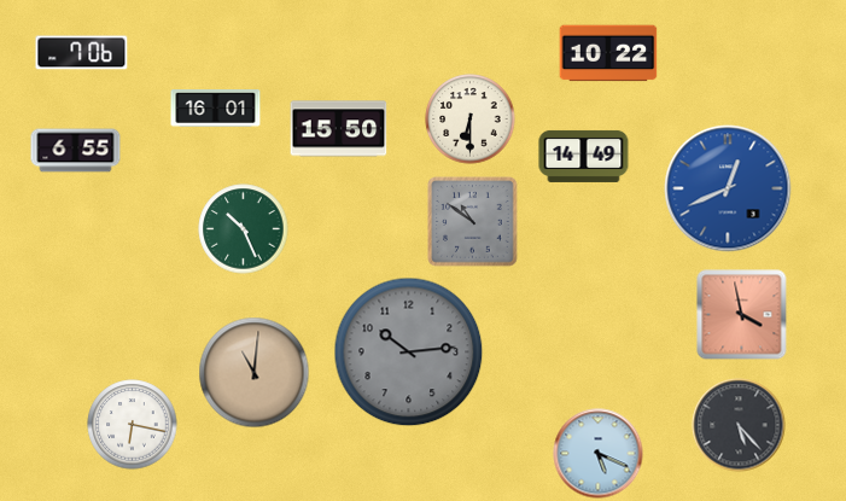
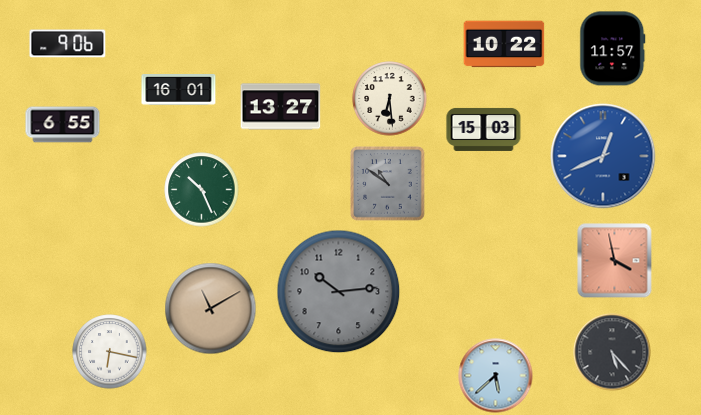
clock at (82, 53): 7:06 -> 9:06
clock at (613, 49): none -> 11:57
clock at (471, 120): 6:30 -> 6:29
clock at (339, 129): 15:50 -> 13:27
clock at (584, 156): 14:49 -> 15:03
clock at (473, 222) position: (473, 222) -> (388, 184)
clock at (255, 373): 11:01 -> 11:10
clock at (599, 454): 5:19 -> 5:38
